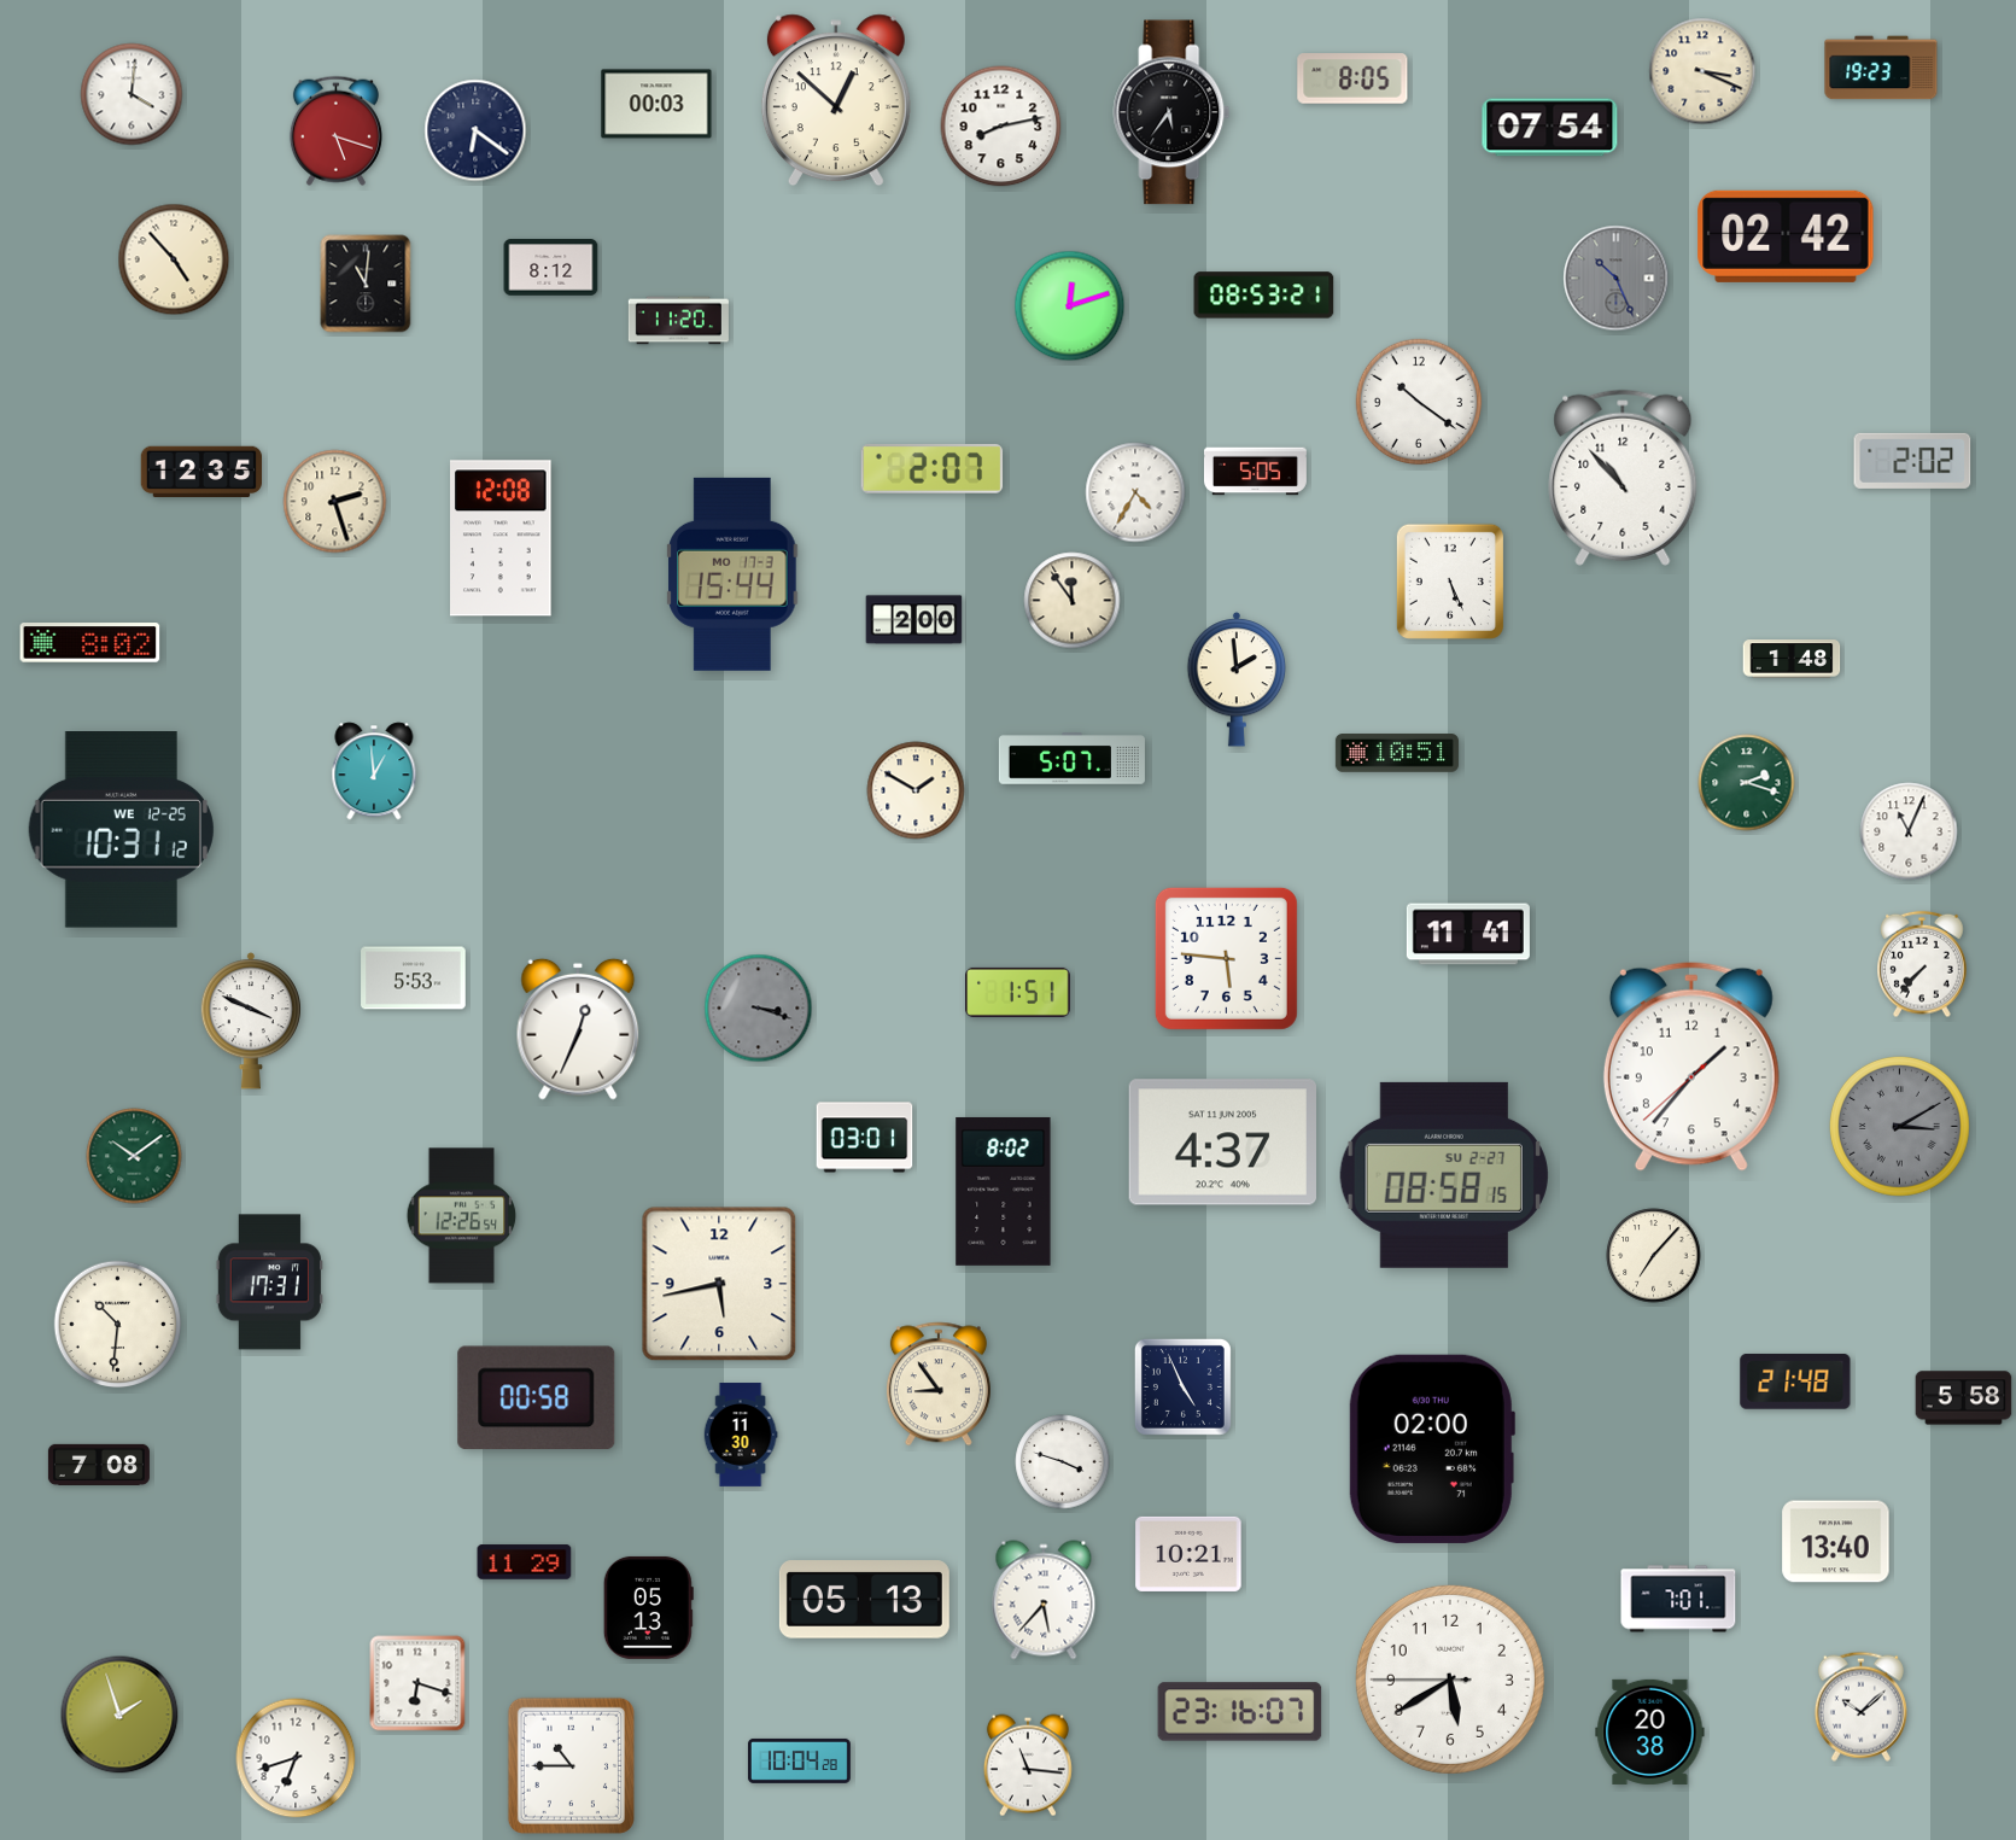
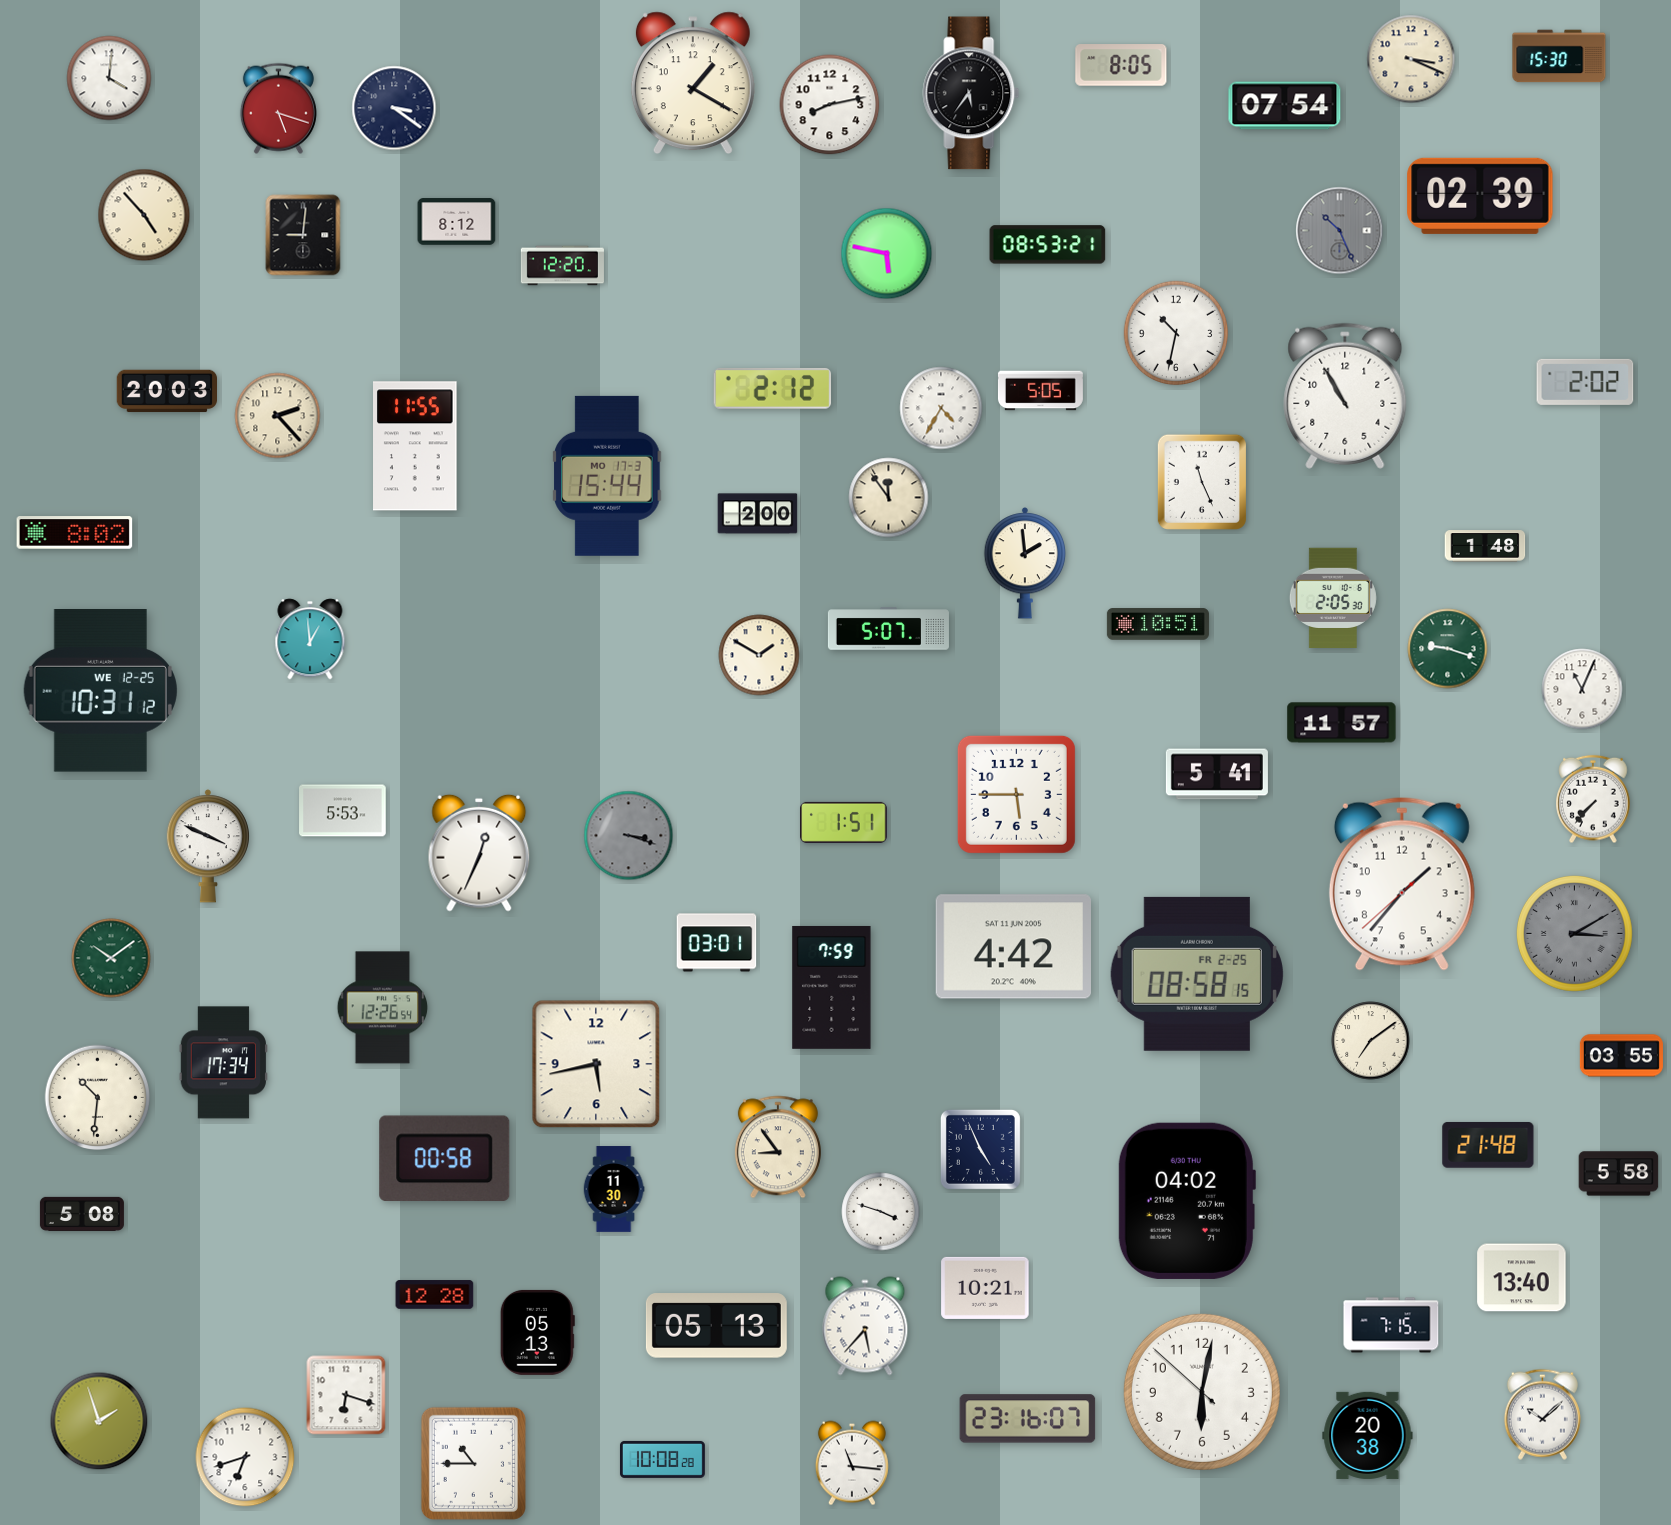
clock at (1881, 68): 19:23 -> 15:30
clock at (836, 100): 12:52 -> 1:20
clock at (656, 104): 00:03 -> none
clock at (475, 130): 6:21 -> 3:21
clock at (1786, 236): 02:42 -> 02:39
clock at (366, 284): 11:01 -> 9:01
clock at (1070, 306): 12:12 -> 5:47
clock at (678, 321): 11:20 -> 12:20
clock at (1419, 402): 10:21 -> 10:32
clock at (933, 468): 2:07 -> 2:12
clock at (201, 472): 12:35 -> 20:03
clock at (1623, 478): 10:53 -> 10:55
clock at (335, 502): 2:27 -> 2:23
clock at (502, 538): 12:08 -> 11:55
clock at (1450, 582): 5:26 -> 11:26
clock at (1333, 598): none -> 2:05
clock at (1747, 783): 2:18 -> 9:18
clock at (121, 830) position: (121, 830) -> (100, 691)
clock at (1342, 723): none -> 11:57
clock at (1468, 934): 11:41 -> 5:41
clock at (1226, 958): 5:46 -> 5:45
clock at (1222, 1143): 4:37 -> 4:42
clock at (1444, 1175) date: SU 2-27 -> FR 2-25
clock at (1004, 1191): 8:02 -> 7:59
clock at (1654, 1256): 7:07 -> 7:09
clock at (1621, 1056): none -> 03:55
clock at (269, 1283): 17:31 -> 17:34
clock at (1964, 1398) position: (1964, 1398) -> (1619, 1174)
clock at (1432, 1449): 02:00 -> 04:02
clock at (99, 1465): 7:08 -> 5:08
clock at (525, 1562): 11:29 -> 12:28
clock at (1678, 1599): 7:01 -> 7:15
clock at (1450, 1680): 5:39 -> 6:01
clock at (799, 1760): 10:04 -> 10:08
